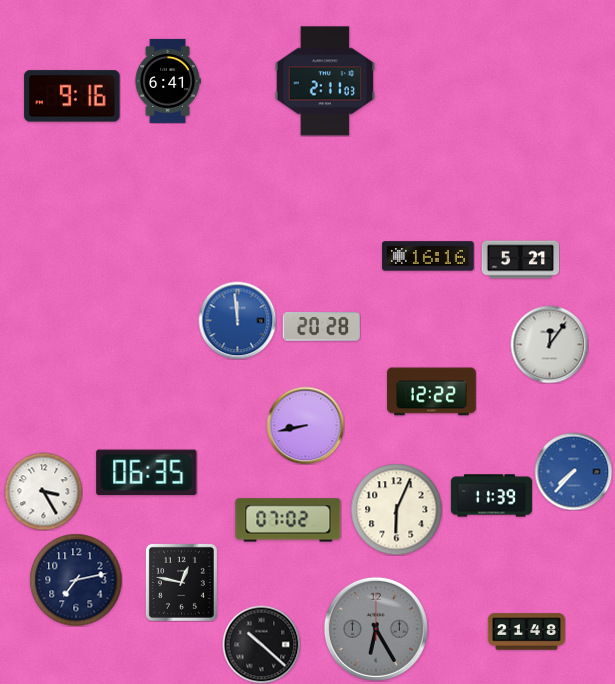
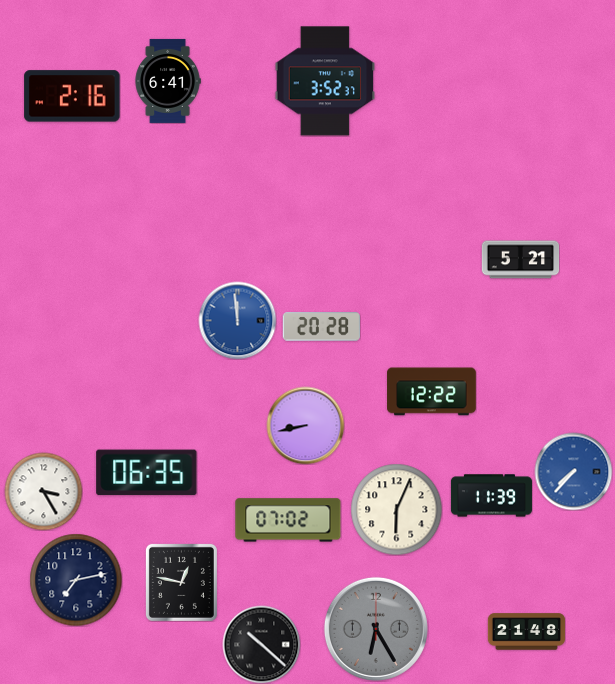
clock at (325, 81): 2:11 -> 3:52
clock at (72, 96): 9:16 -> 2:16
clock at (428, 256): 16:16 -> none
clock at (549, 344): 12:06 -> none
